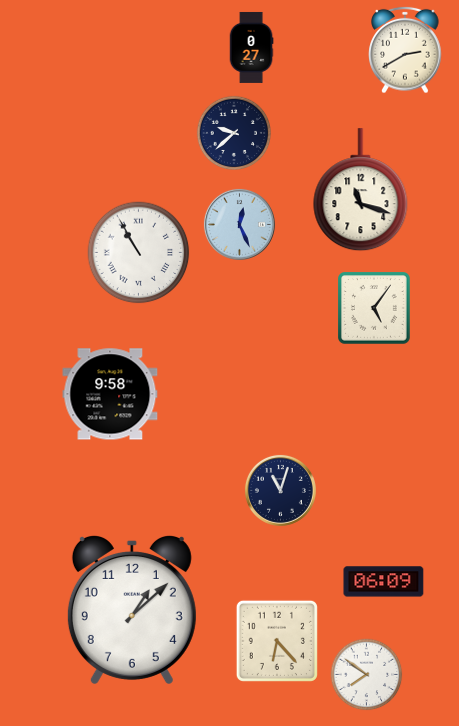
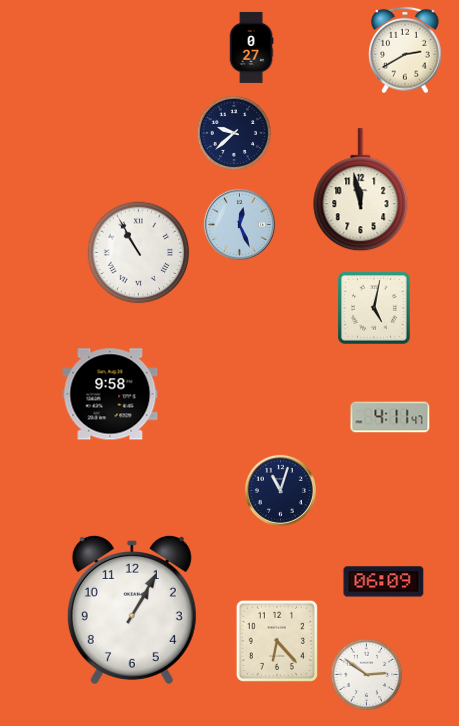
clock at (361, 190): 11:18 -> 11:58
clock at (375, 309): 5:06 -> 5:02
clock at (390, 417): none -> 4:11
clock at (132, 609): 1:08 -> 1:05
clock at (367, 675): 7:51 -> 2:51
